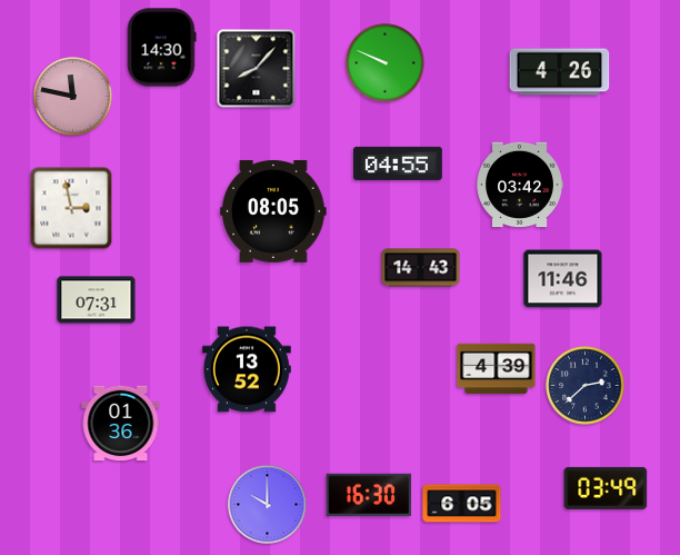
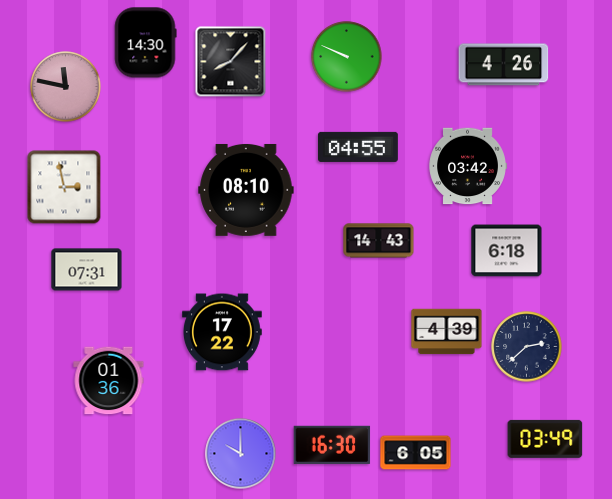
clock at (273, 211): 08:05 -> 08:10
clock at (563, 279): 11:46 -> 6:18
clock at (248, 369): 13:52 -> 17:22
